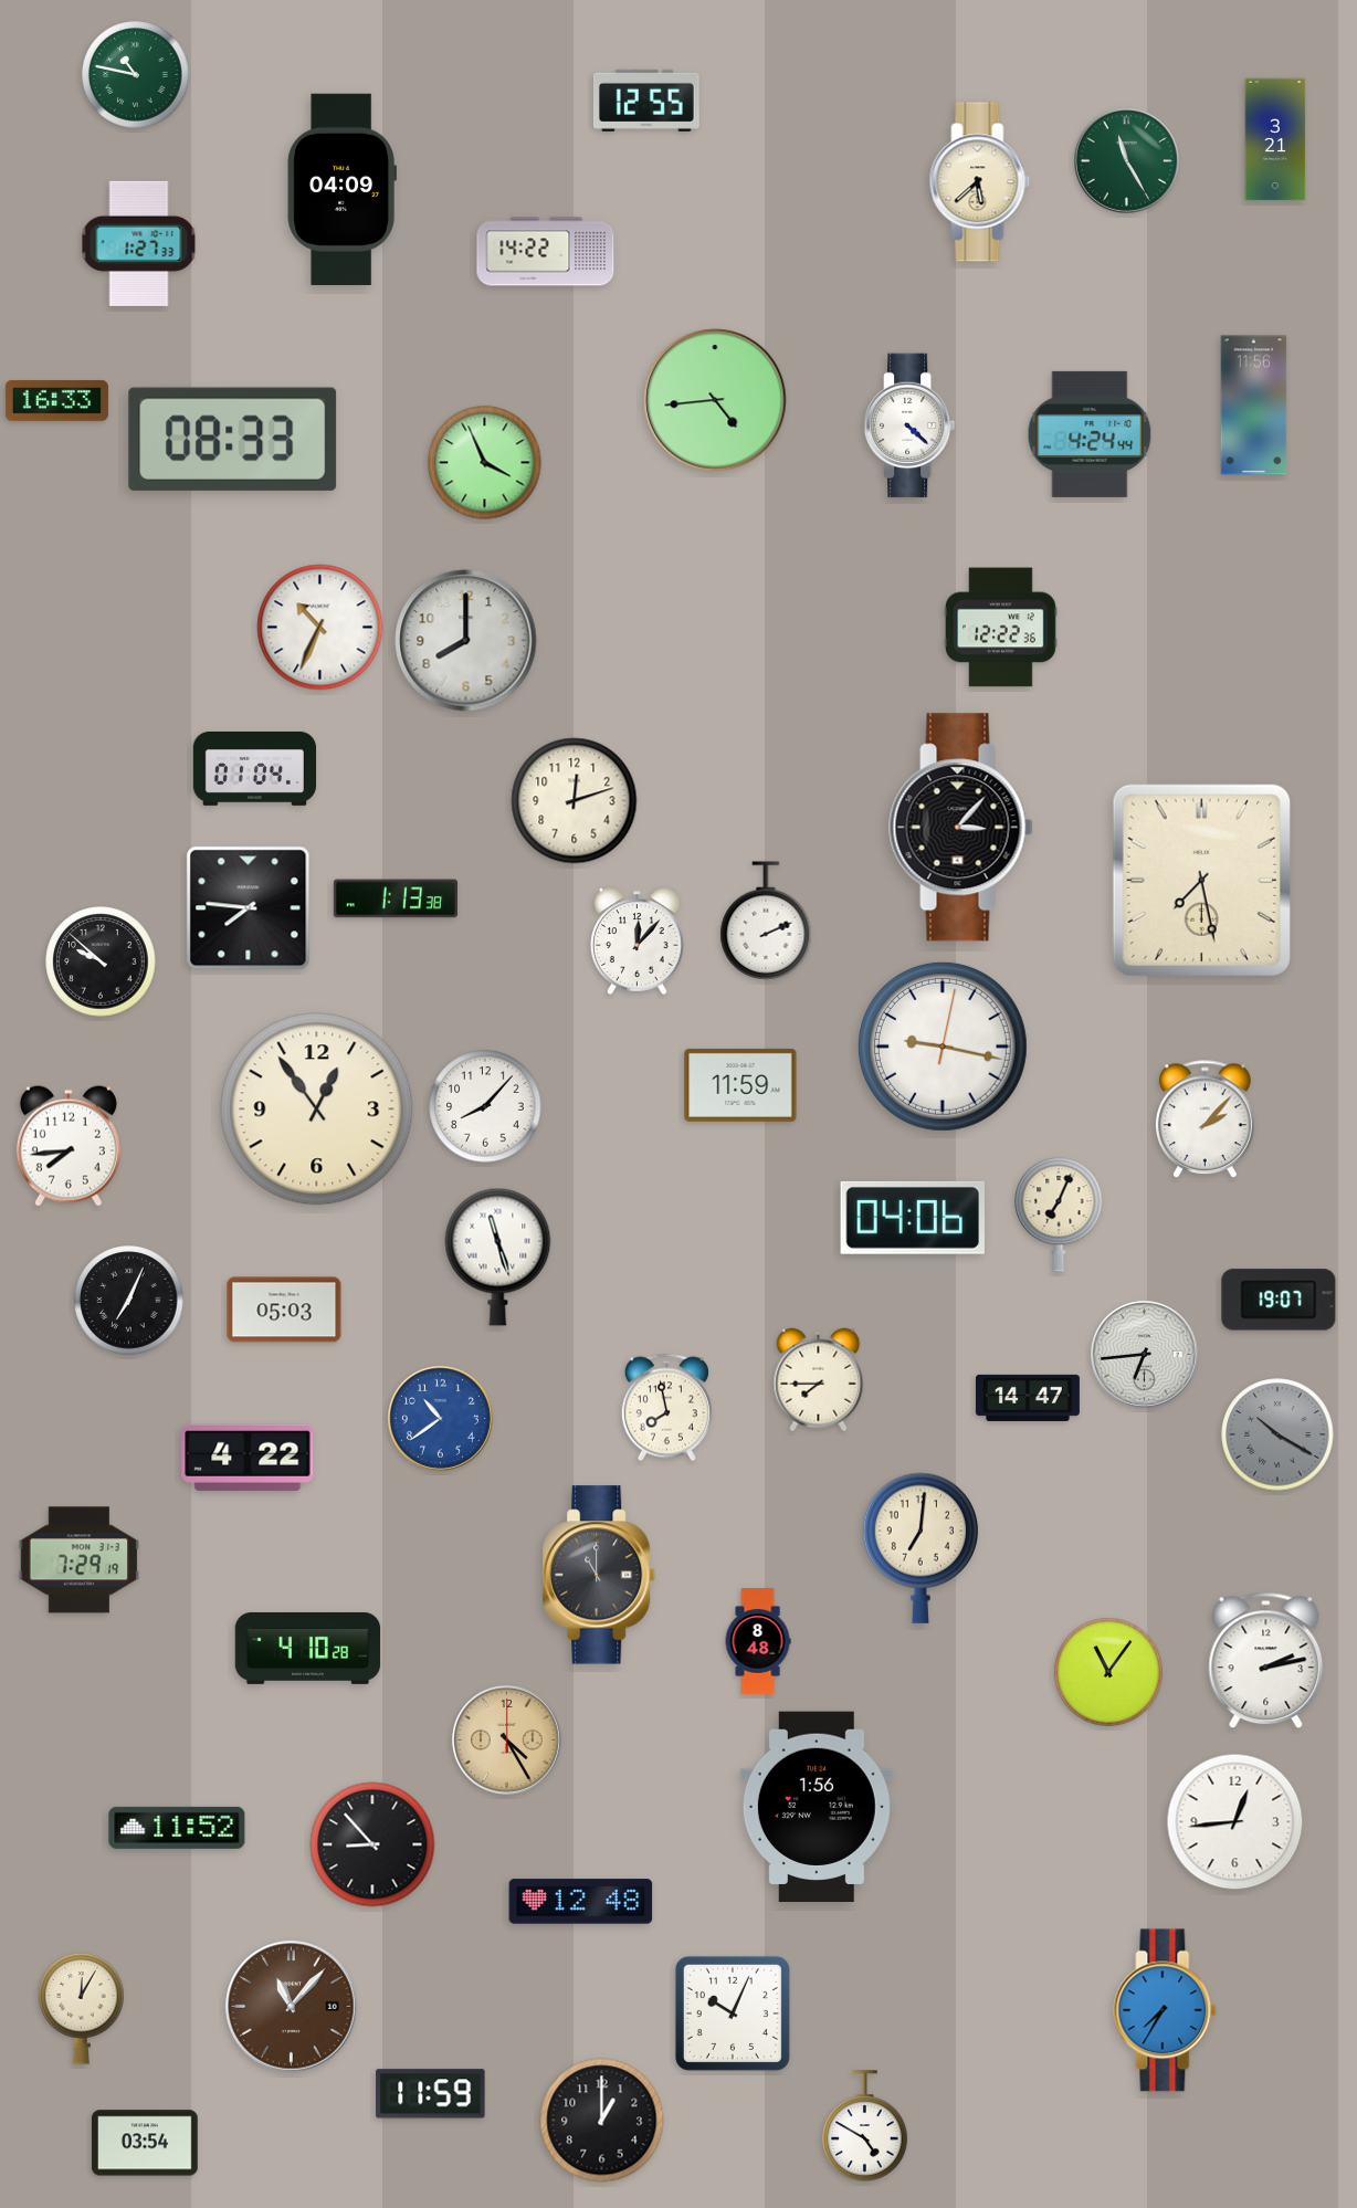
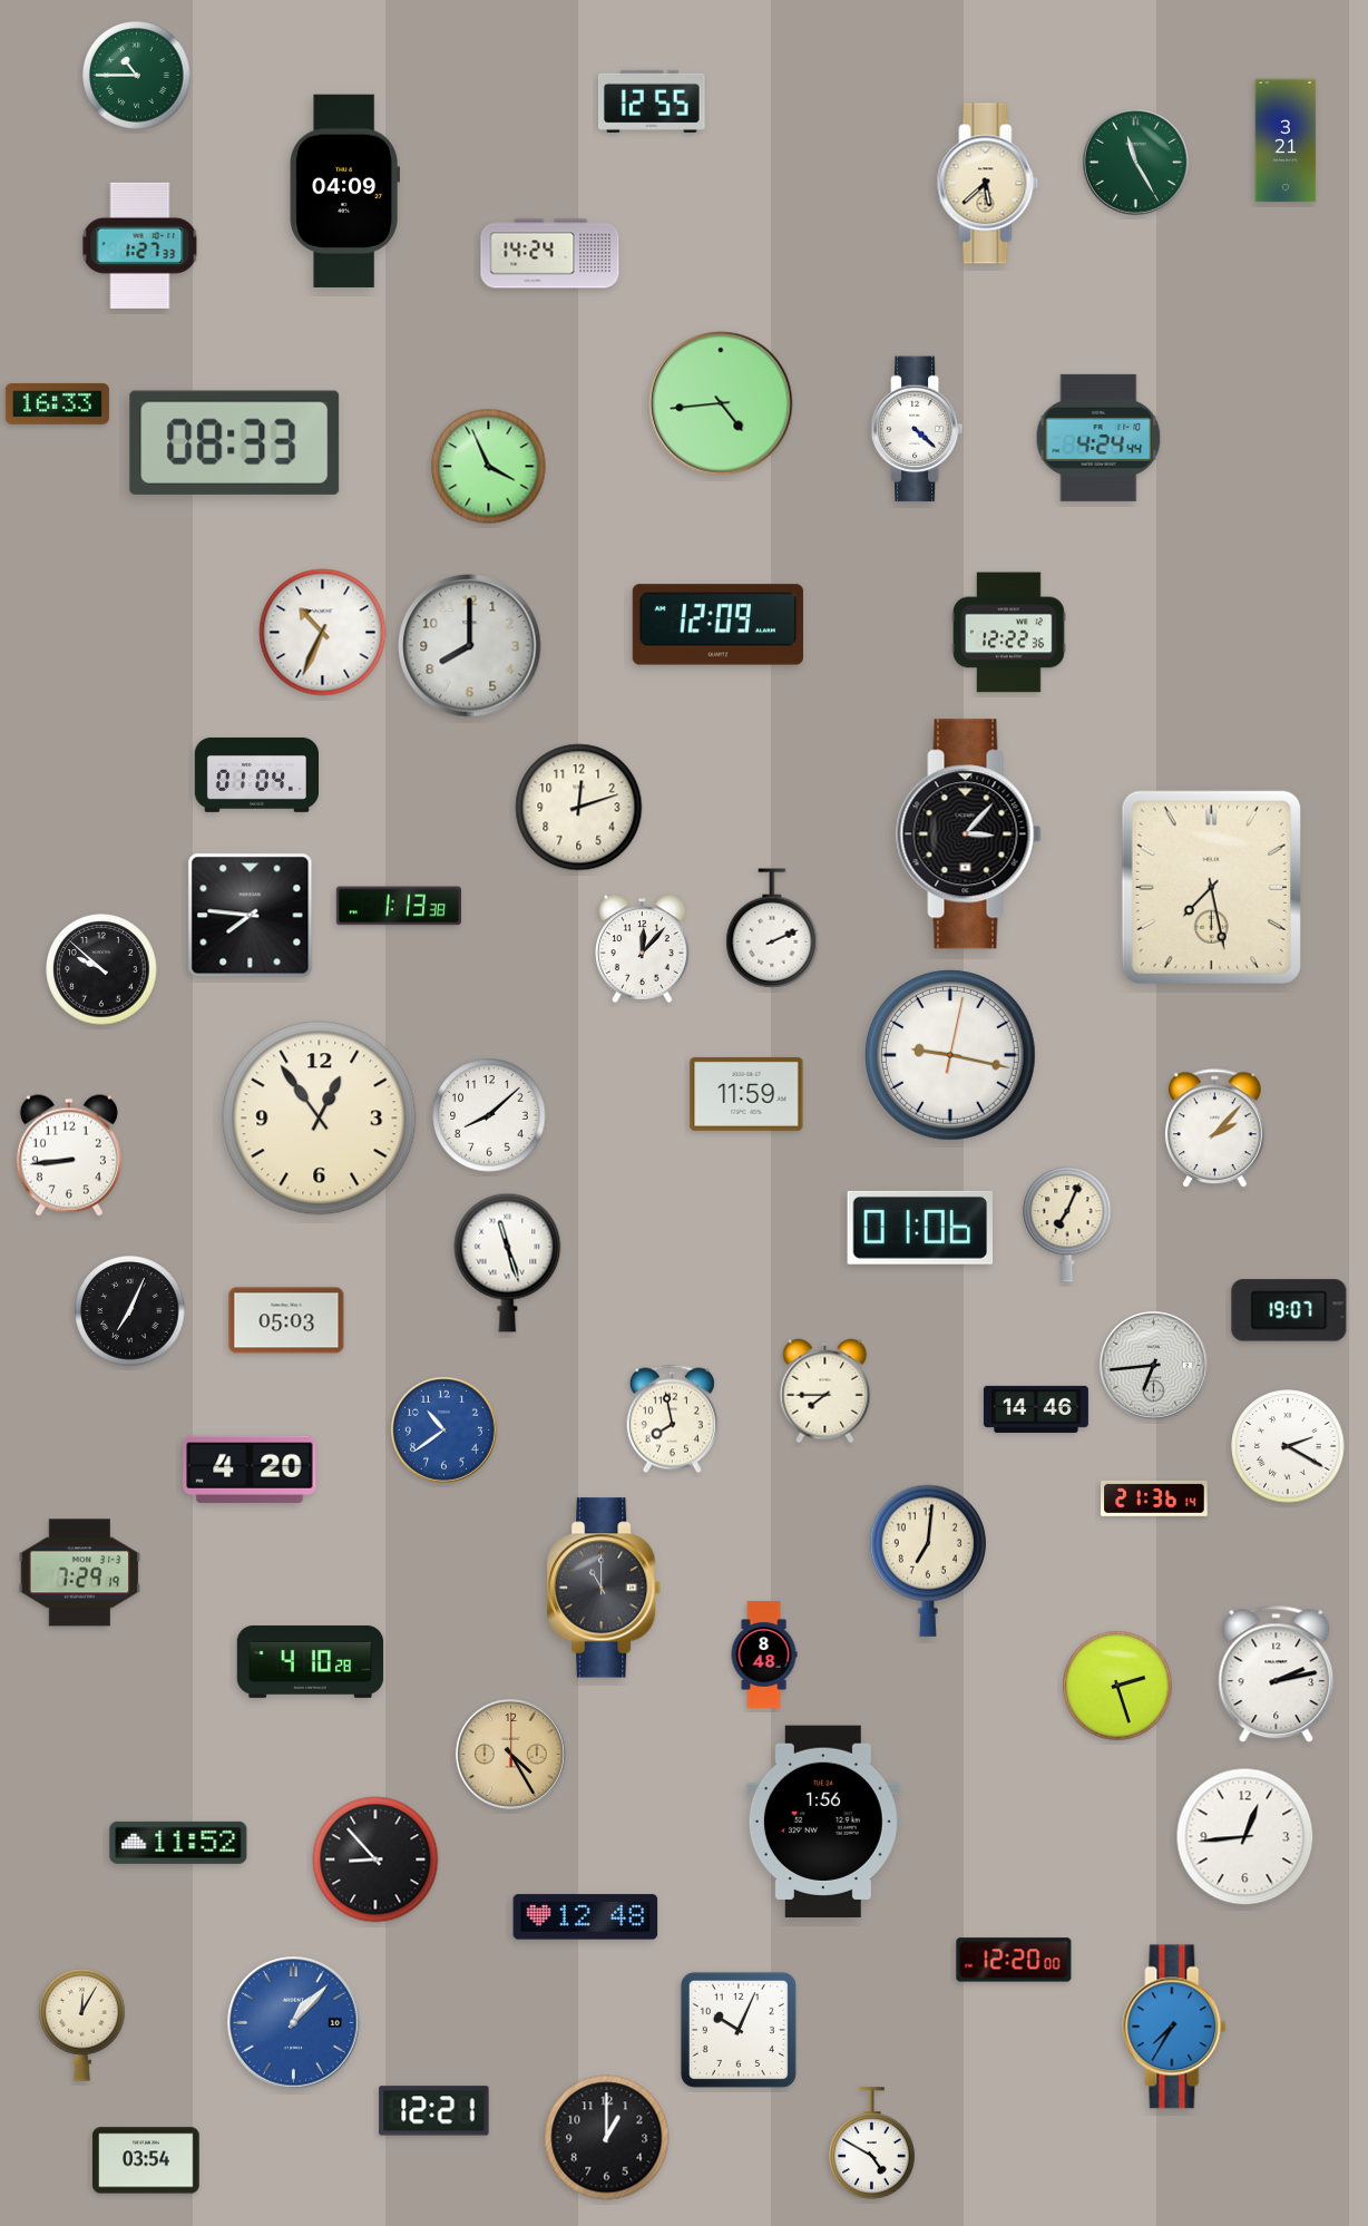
clock at (136, 75): 10:47 -> 10:45
clock at (546, 252): 14:22 -> 14:24
clock at (1254, 406): 11:56 -> none
clock at (717, 625): none -> 12:09
clock at (485, 1106): 8:07 -> 8:08
clock at (69, 1146): 7:44 -> 8:44
clock at (912, 1218): 04:06 -> 01:06
clock at (498, 1257) position: (498, 1257) -> (508, 1262)
clock at (1028, 1398): 14:47 -> 14:46
clock at (1277, 1434): 10:20 -> 2:20
clock at (1277, 1434) dial: grey -> white
clock at (248, 1458): 4:22 -> 4:20
clock at (1154, 1498): none -> 21:36
clock at (1108, 1672): 11:06 -> 2:27
clock at (1014, 1960): none -> 12:20
clock at (292, 2007): 11:07 -> 1:07
clock at (292, 2007) dial: brown -> blue
clock at (431, 2094): 11:59 -> 12:21
